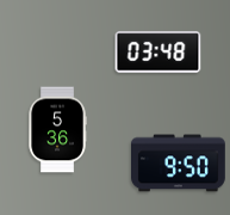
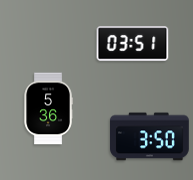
clock at (158, 53): 03:48 -> 03:51
clock at (179, 164): 9:50 -> 3:50
